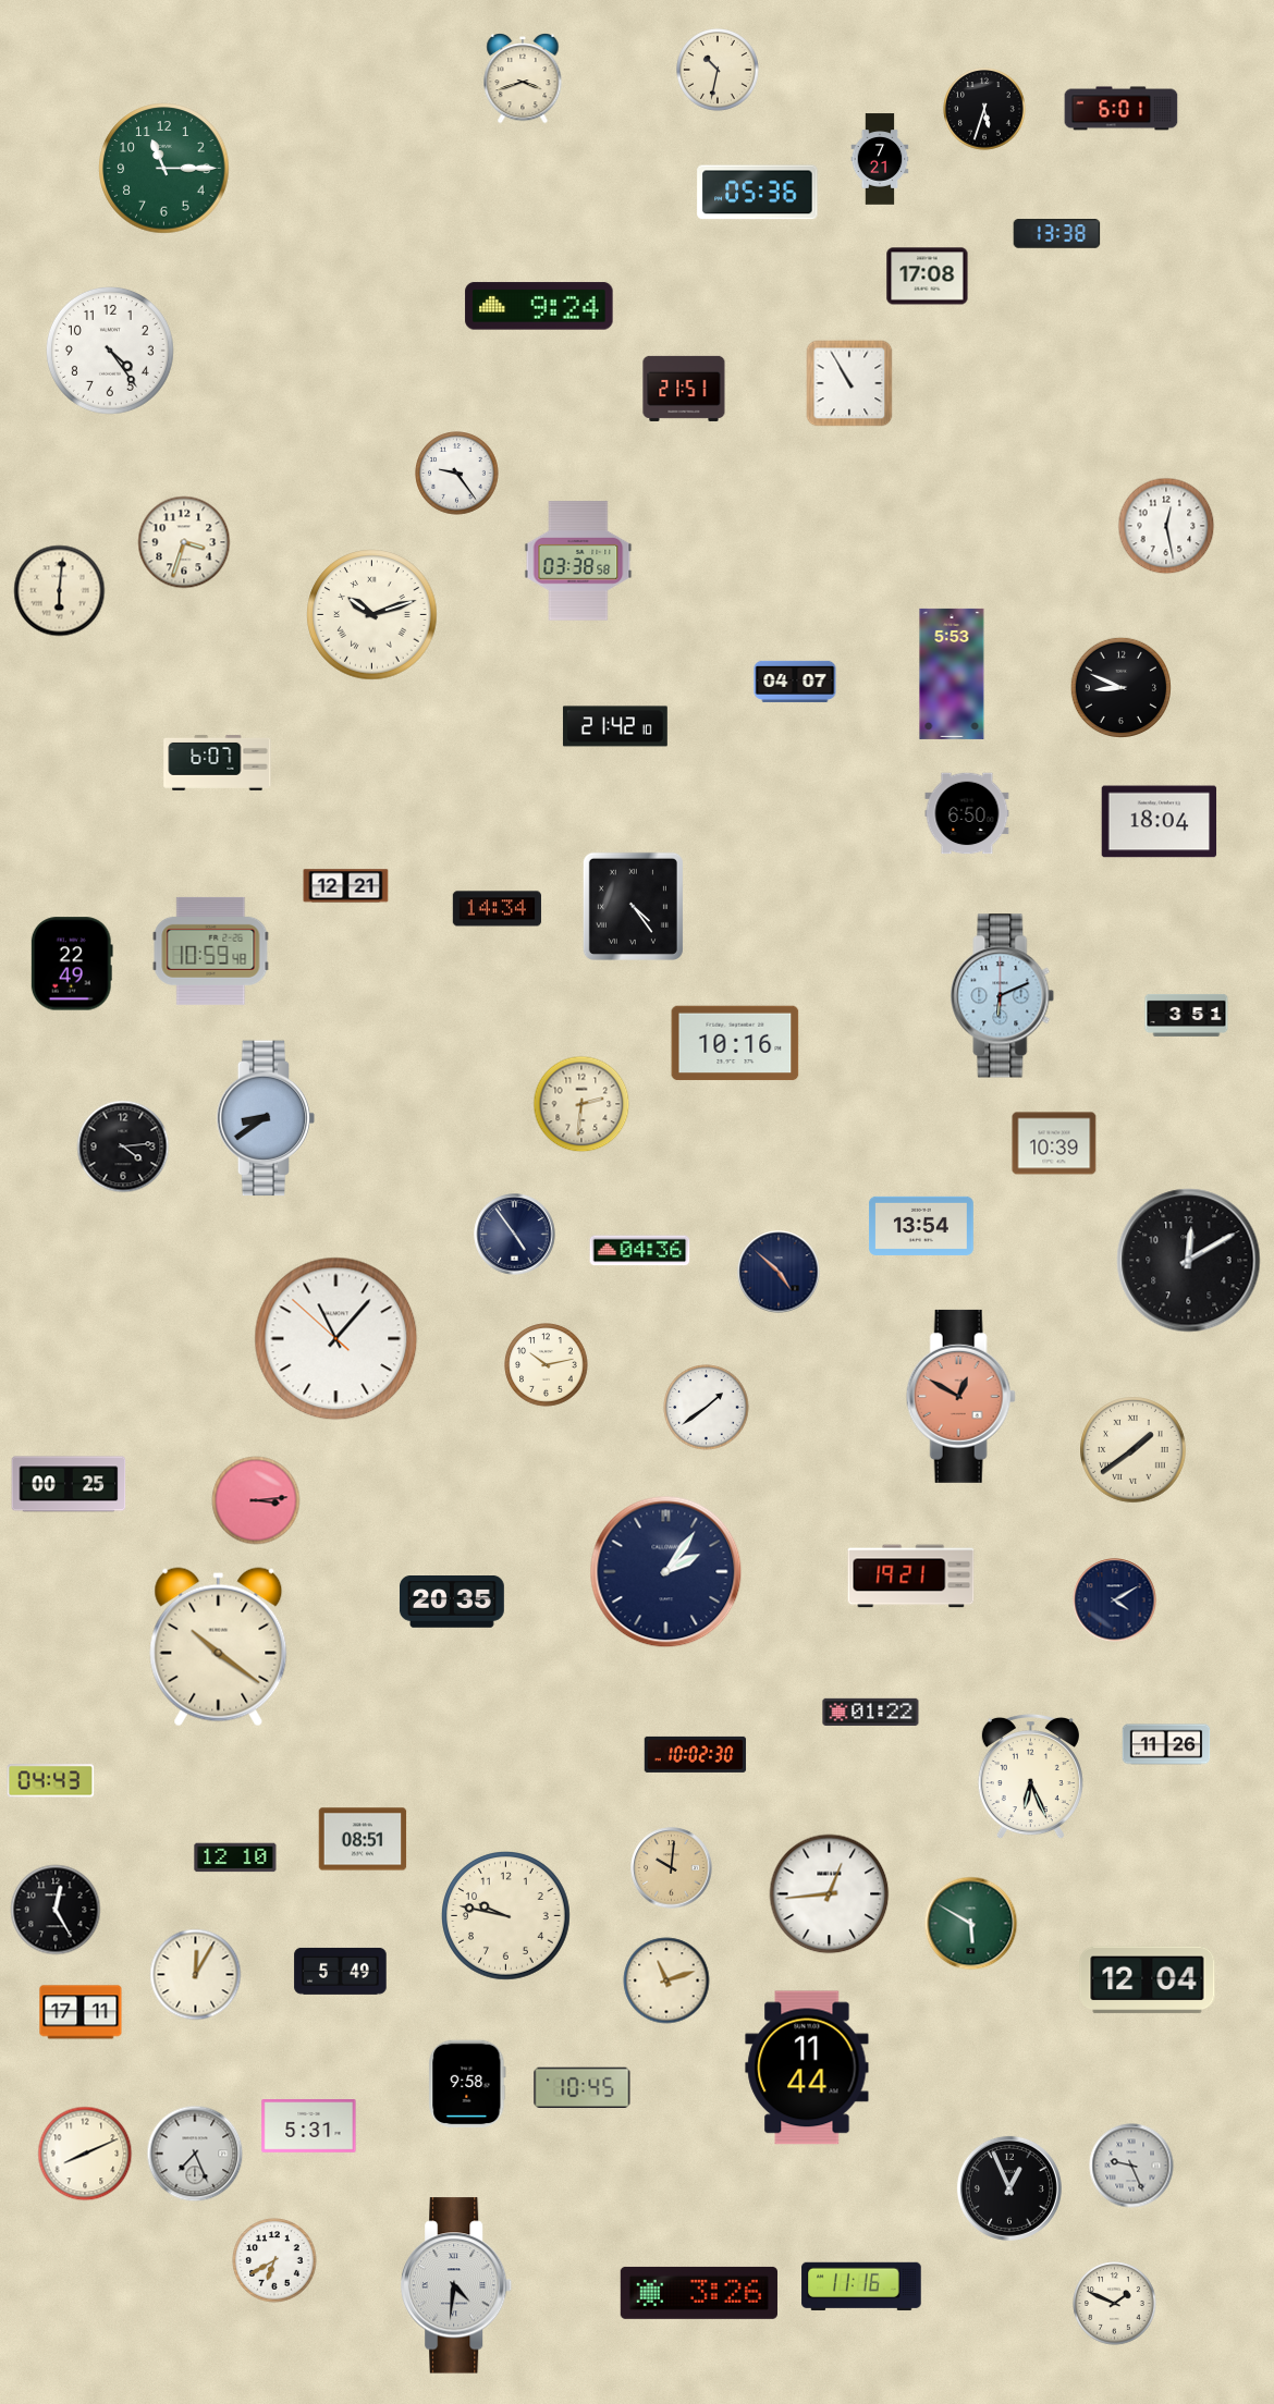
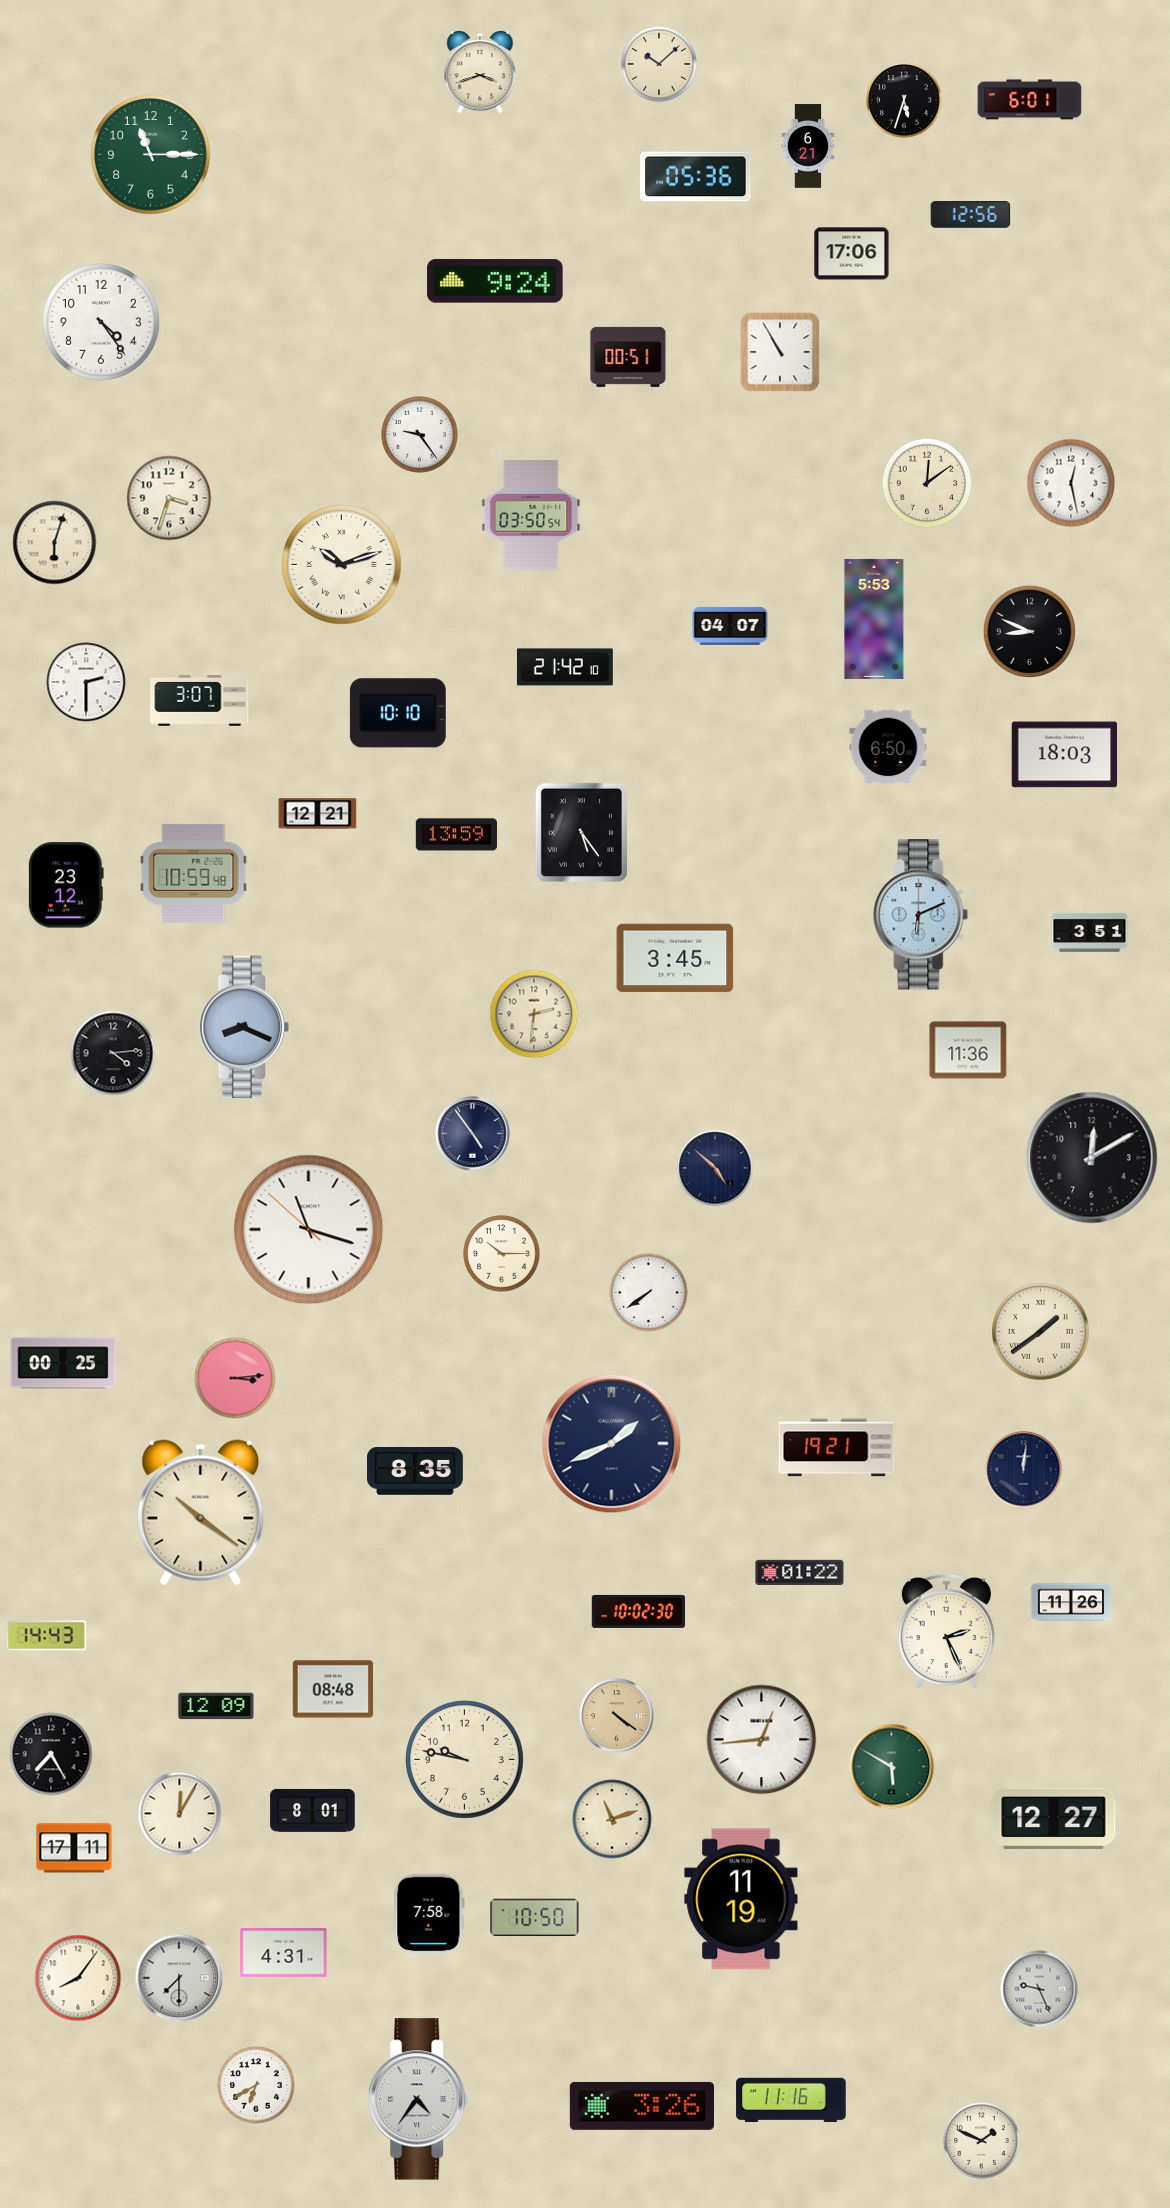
clock at (718, 70): 10:32 -> 10:08
clock at (880, 159): 7:21 -> 6:21
clock at (1057, 234): 13:38 -> 12:56
clock at (928, 277): 17:08 -> 17:06
clock at (684, 389): 21:51 -> 00:51
clock at (927, 483): none -> 12:09
clock at (578, 561): 03:38 -> 03:50
clock at (60, 591): 6:01 -> 6:03
clock at (86, 682): none -> 2:30
clock at (218, 762): 6:07 -> 3:07
clock at (398, 713): none -> 10:10
clock at (1160, 822): 18:04 -> 18:03
clock at (633, 906): 4:24 -> 5:24
clock at (497, 909): 14:34 -> 13:59
clock at (72, 964): 22:49 -> 23:12
clock at (735, 1043): 10:16 -> 3:45
clock at (266, 1118): 8:39 -> 8:19
clock at (1054, 1143): 10:39 -> 11:36
clock at (921, 1226): 13:54 -> none
clock at (640, 1251): 04:36 -> none
clock at (336, 1339): 11:06 -> 11:17
clock at (547, 1365): 10:13 -> 10:15
clock at (960, 1396): 12:50 -> none
clock at (707, 1408): 1:39 -> 7:39
clock at (666, 1572): 2:06 -> 1:41
clock at (1115, 1600): 4:10 -> 12:01
clock at (452, 1603): 20:35 -> 8:35
clock at (1030, 1777): 6:26 -> 2:26
clock at (51, 1781): 04:43 -> 14:43
clock at (363, 1839): 08:51 -> 08:48
clock at (235, 1857): 12:10 -> 12:09
clock at (672, 1868): 10:01 -> 4:21
clock at (56, 1910): 12:25 -> 7:25
clock at (341, 1971): 5:49 -> 8:01
clock at (1148, 1980): 12:04 -> 12:27
clock at (807, 2068): 11:44 -> 11:19
clock at (467, 2084): 9:58 -> 7:58
clock at (583, 2088): 10:45 -> 10:50
clock at (309, 2126): 5:31 -> 4:31
clock at (85, 2154): 8:11 -> 8:06
clock at (195, 2154): 7:26 -> 7:30
clock at (1009, 2188): 12:56 -> none
clock at (274, 2260) position: (274, 2260) -> (256, 2085)
clock at (457, 2285): 4:31 -> 4:36
clock at (1115, 2304) position: (1115, 2304) -> (982, 2141)
